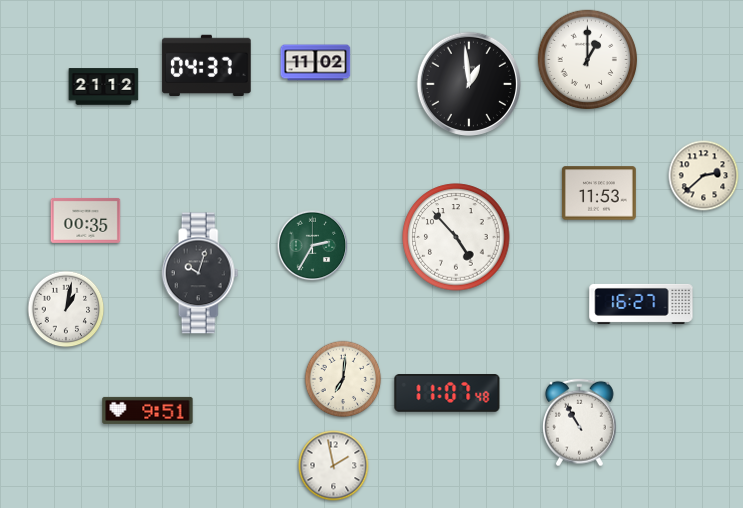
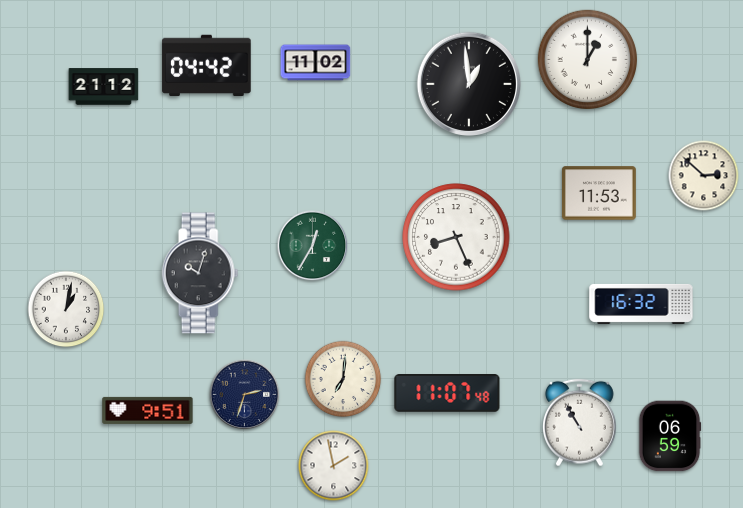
clock at (207, 66): 04:37 -> 04:42
clock at (704, 176): 2:38 -> 2:52
clock at (86, 220): 00:35 -> none
clock at (456, 237): 4:53 -> 8:26
clock at (313, 246): 2:35 -> 12:35
clock at (641, 304): 16:27 -> 16:32
clock at (245, 395): none -> 2:33
clock at (670, 436): none -> 06:59
